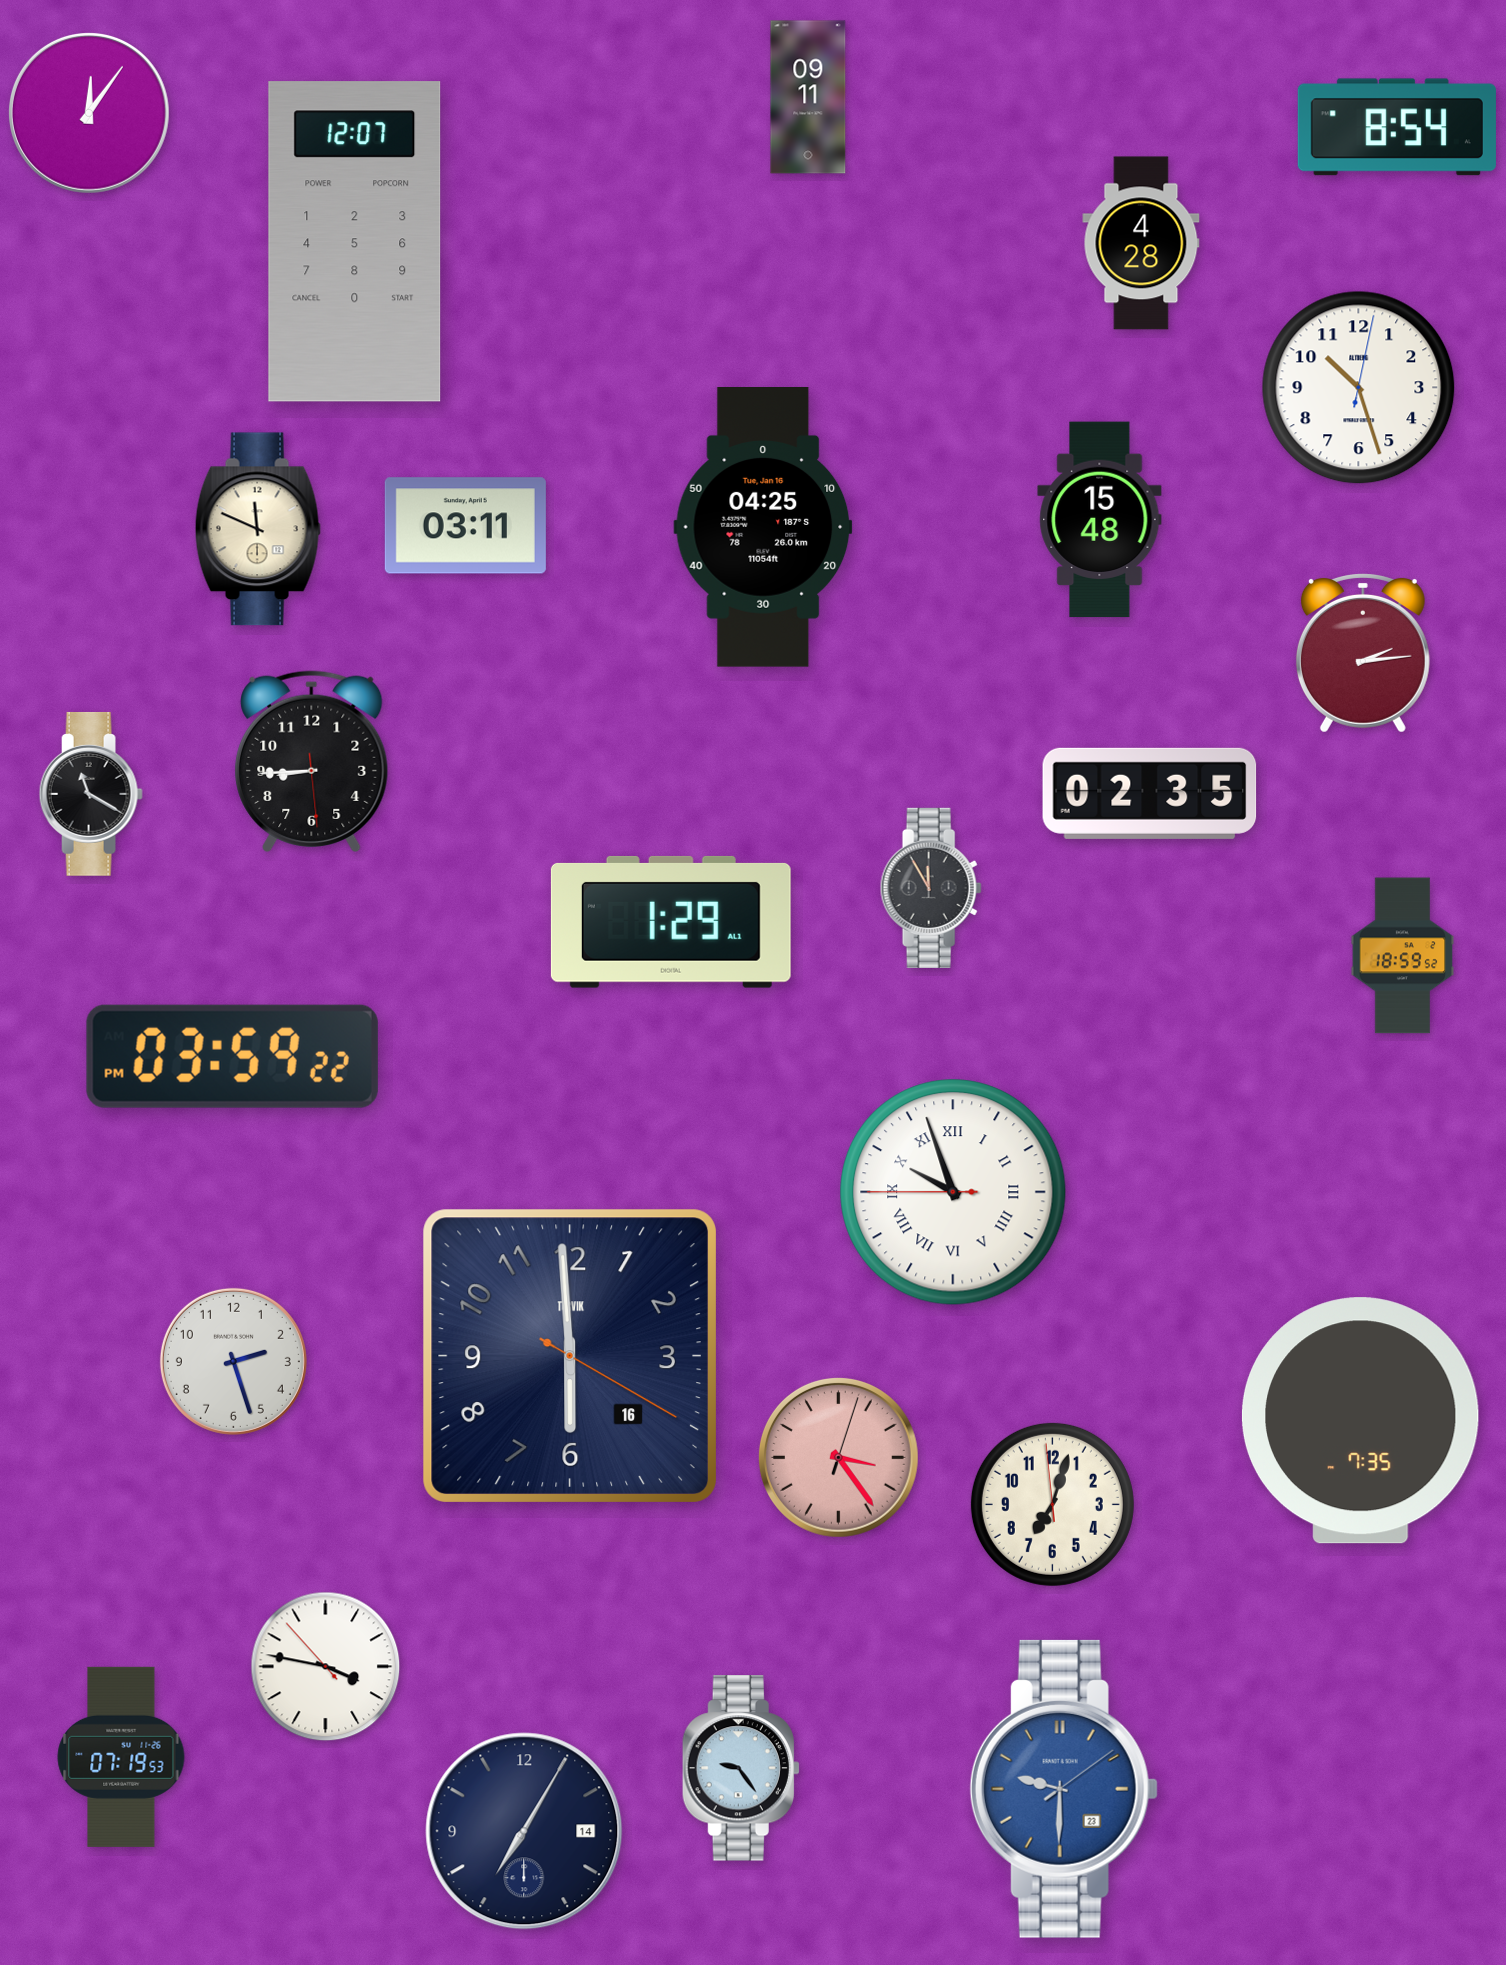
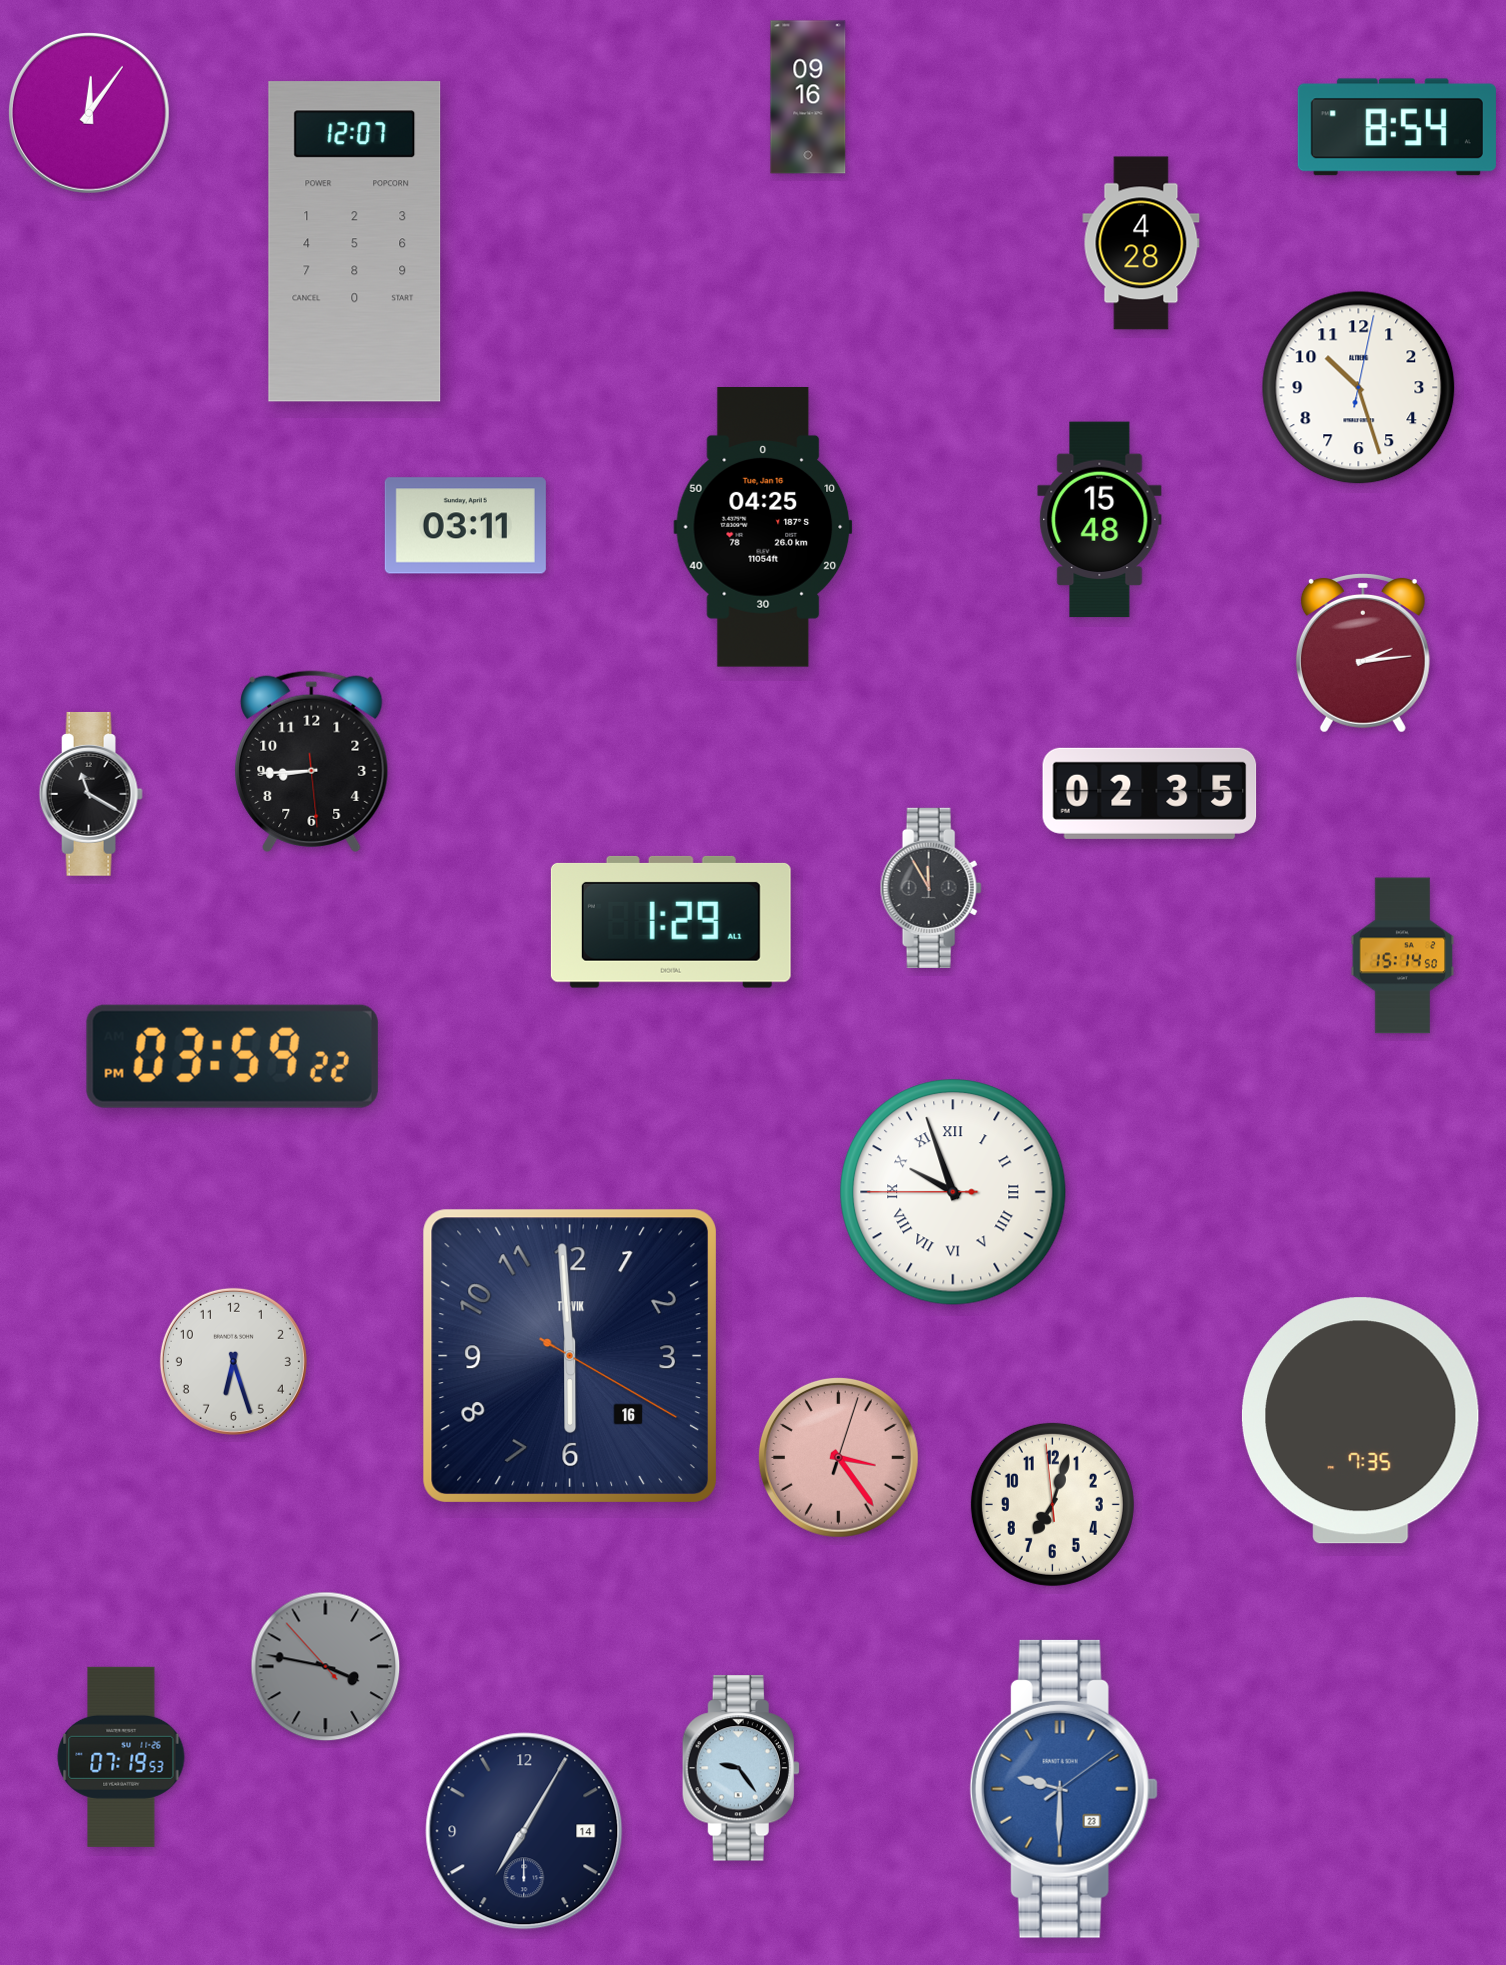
clock at (808, 97): 09:11 -> 09:16
clock at (258, 529): 11:49 -> none
clock at (1403, 956): 18:59 -> 15:14
clock at (233, 1361): 2:27 -> 6:27
clock at (326, 1667) dial: white -> grey
